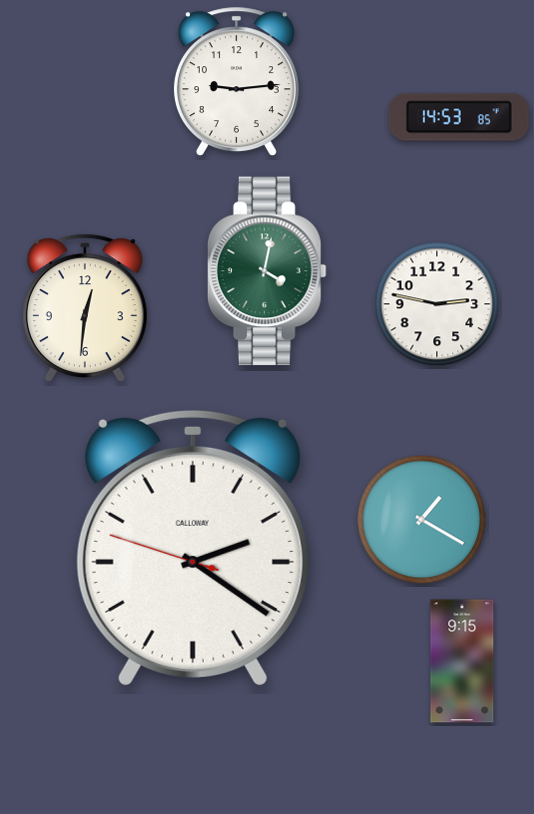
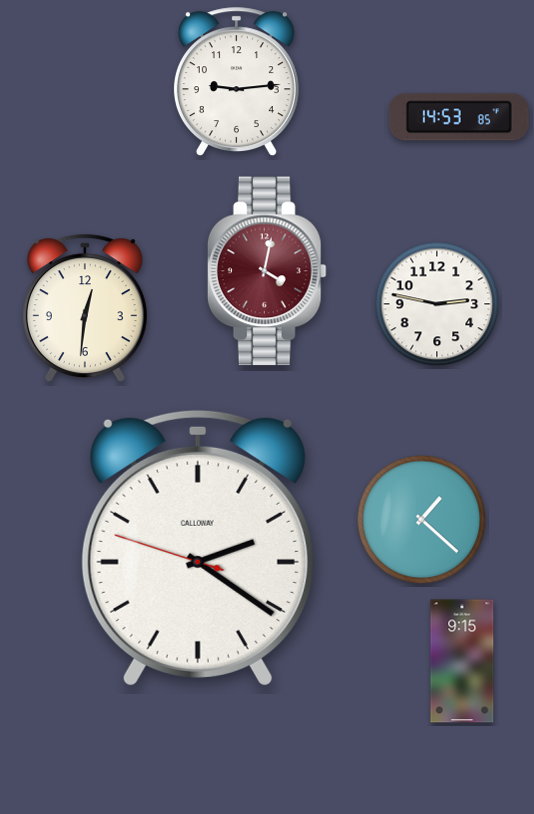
clock at (267, 271) dial: green -> burgundy
clock at (422, 520): 1:20 -> 1:22
clock at (193, 548) position: (193, 548) -> (198, 548)
